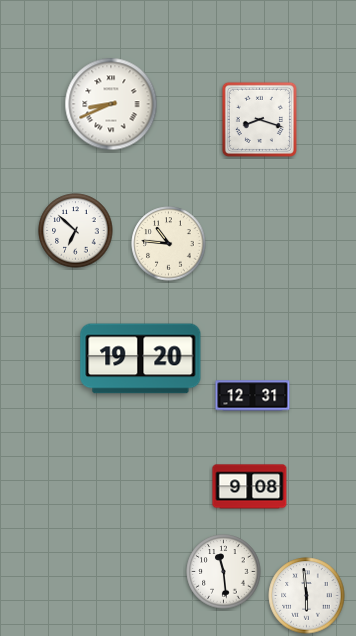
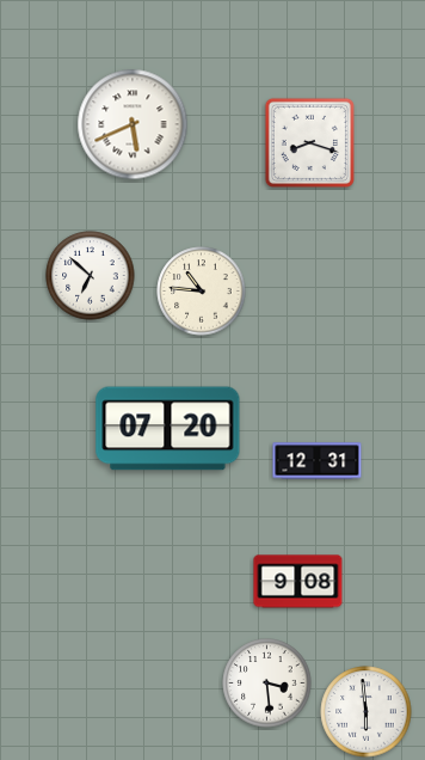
clock at (111, 104): 8:41 -> 5:41
clock at (141, 359): 19:20 -> 07:20
clock at (253, 396) position: (253, 396) -> (318, 461)
clock at (224, 572): 11:29 -> 3:29
